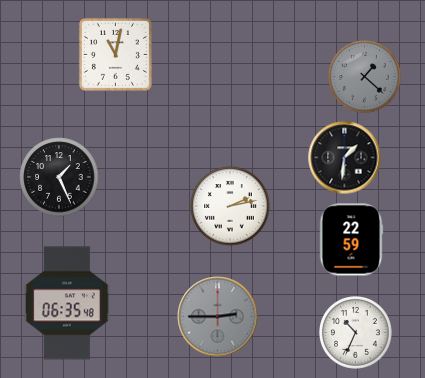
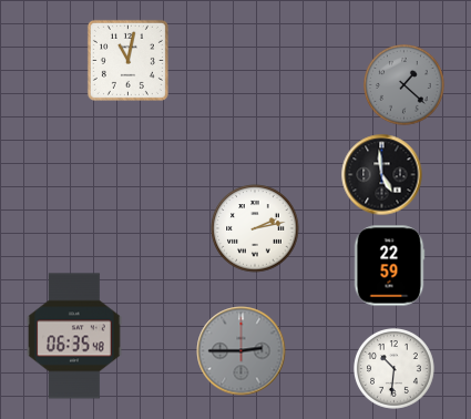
clock at (345, 158): 1:31 -> 4:59
clock at (59, 177): 1:26 -> none
clock at (356, 333): 10:34 -> 10:31
